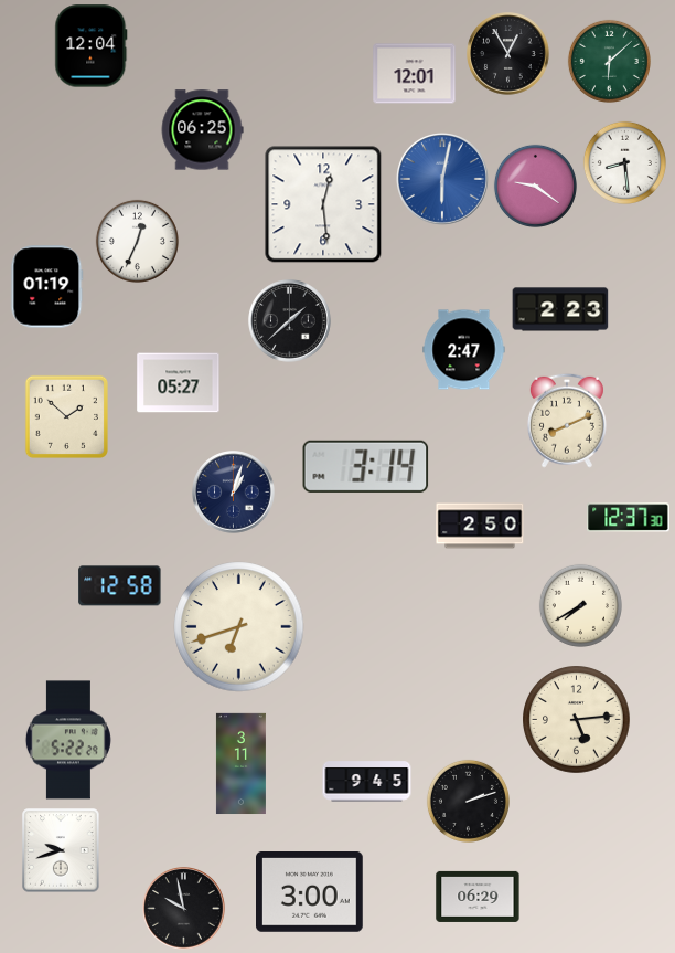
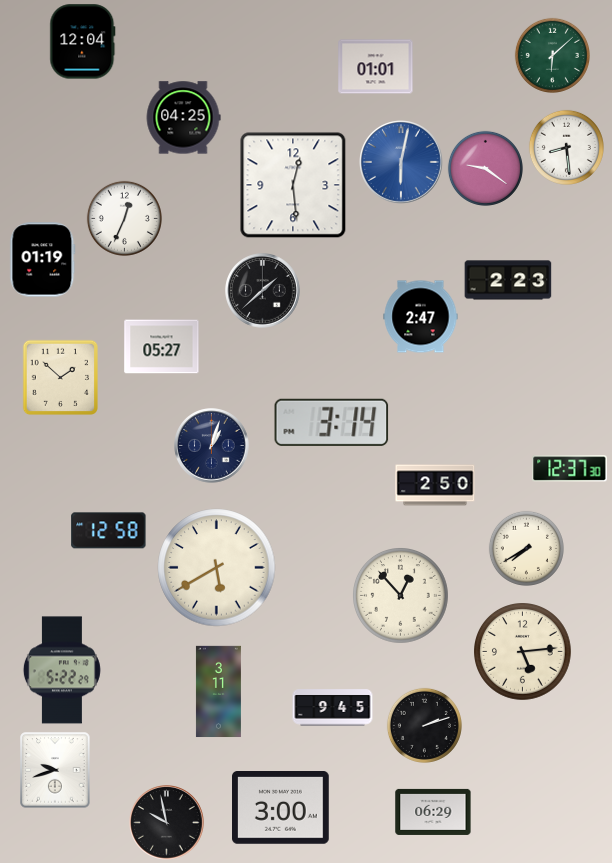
clock at (508, 54): 12:55 -> none
clock at (415, 74): 12:01 -> 01:01
clock at (202, 130): 06:25 -> 04:25
clock at (567, 421): 8:11 -> none
clock at (480, 526) position: (480, 526) -> (435, 485)
clock at (239, 627): 6:42 -> 5:40
clock at (401, 596): none -> 12:53
